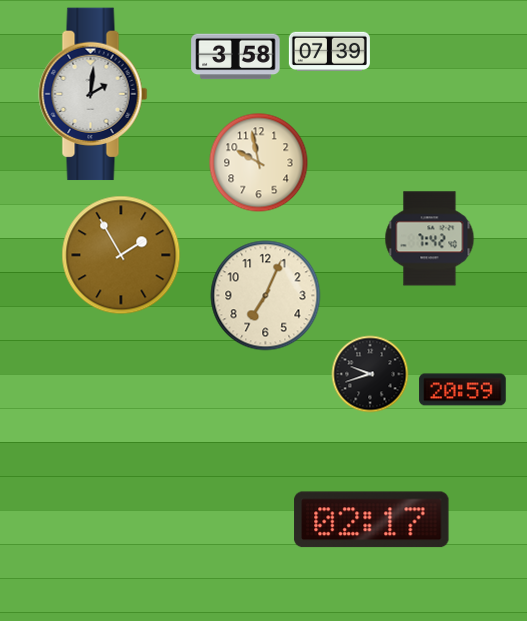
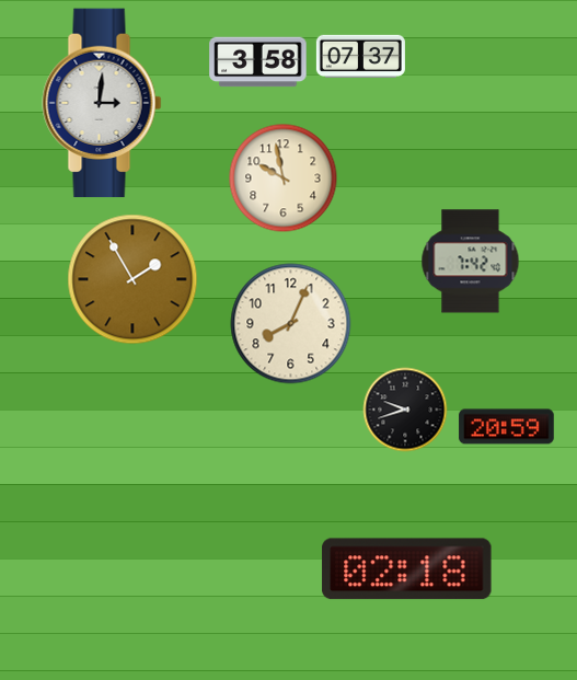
clock at (329, 51): 07:39 -> 07:37
clock at (93, 94): 2:01 -> 3:01
clock at (266, 296): 7:04 -> 8:04
clock at (372, 520): 02:17 -> 02:18
